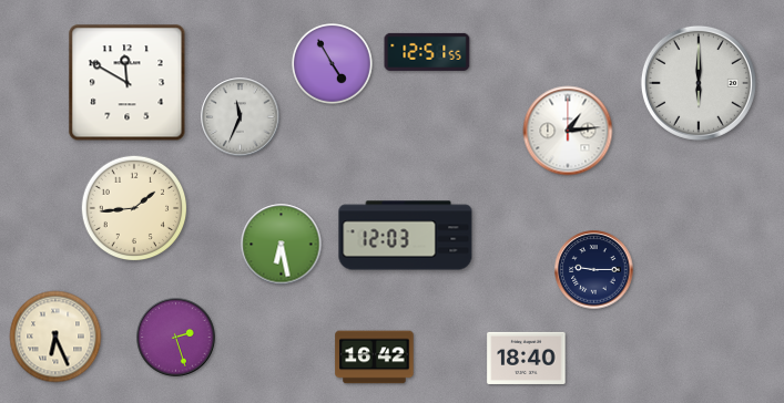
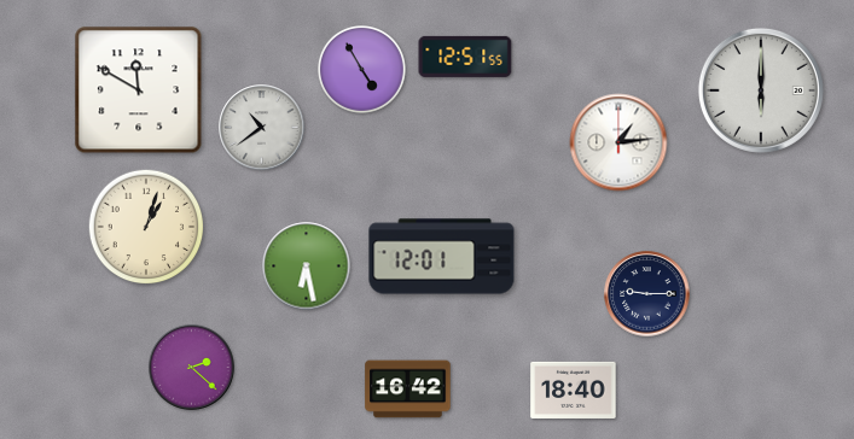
clock at (241, 117): 11:34 -> 10:39
clock at (134, 208): 1:44 -> 1:03
clock at (406, 236): 12:03 -> 12:01
clock at (55, 337): 6:26 -> none
clock at (176, 338): 2:27 -> 2:22
